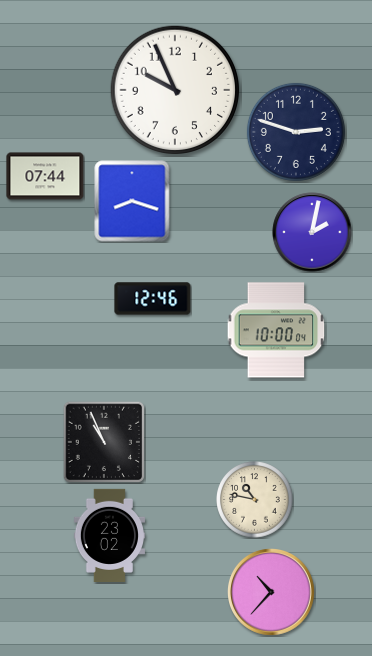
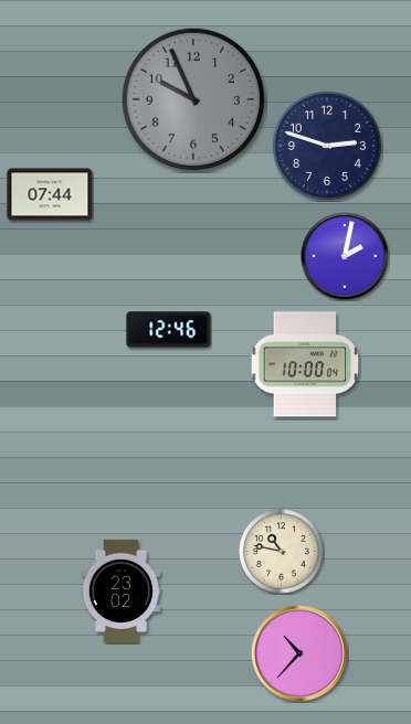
clock at (175, 90) dial: white -> grey
clock at (132, 201): 8:18 -> none
clock at (103, 441): 10:56 -> none
